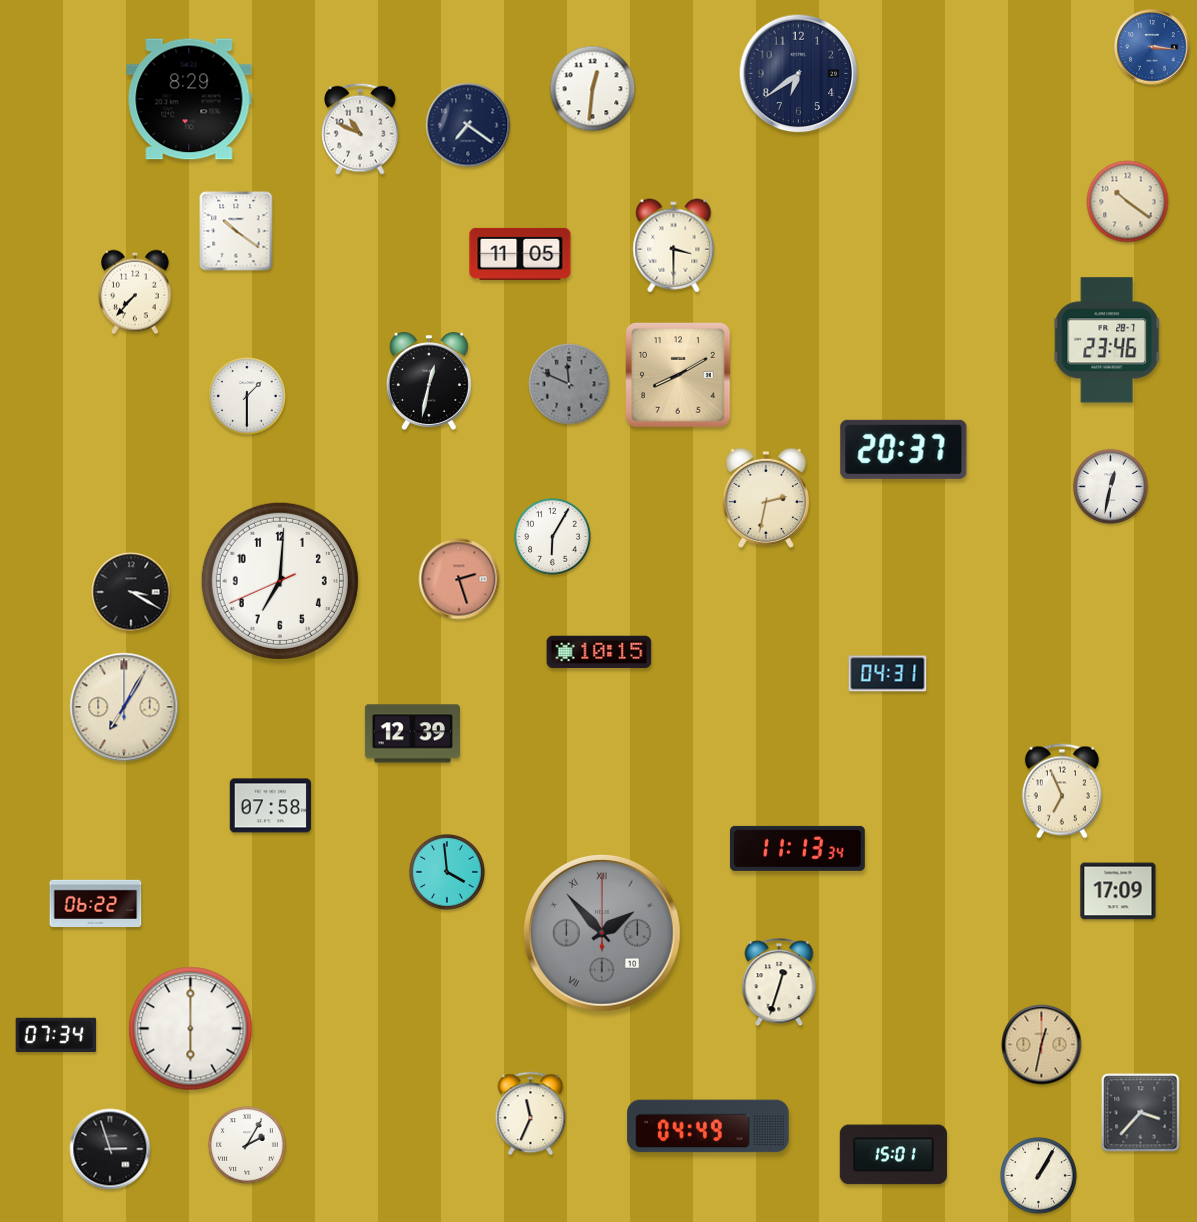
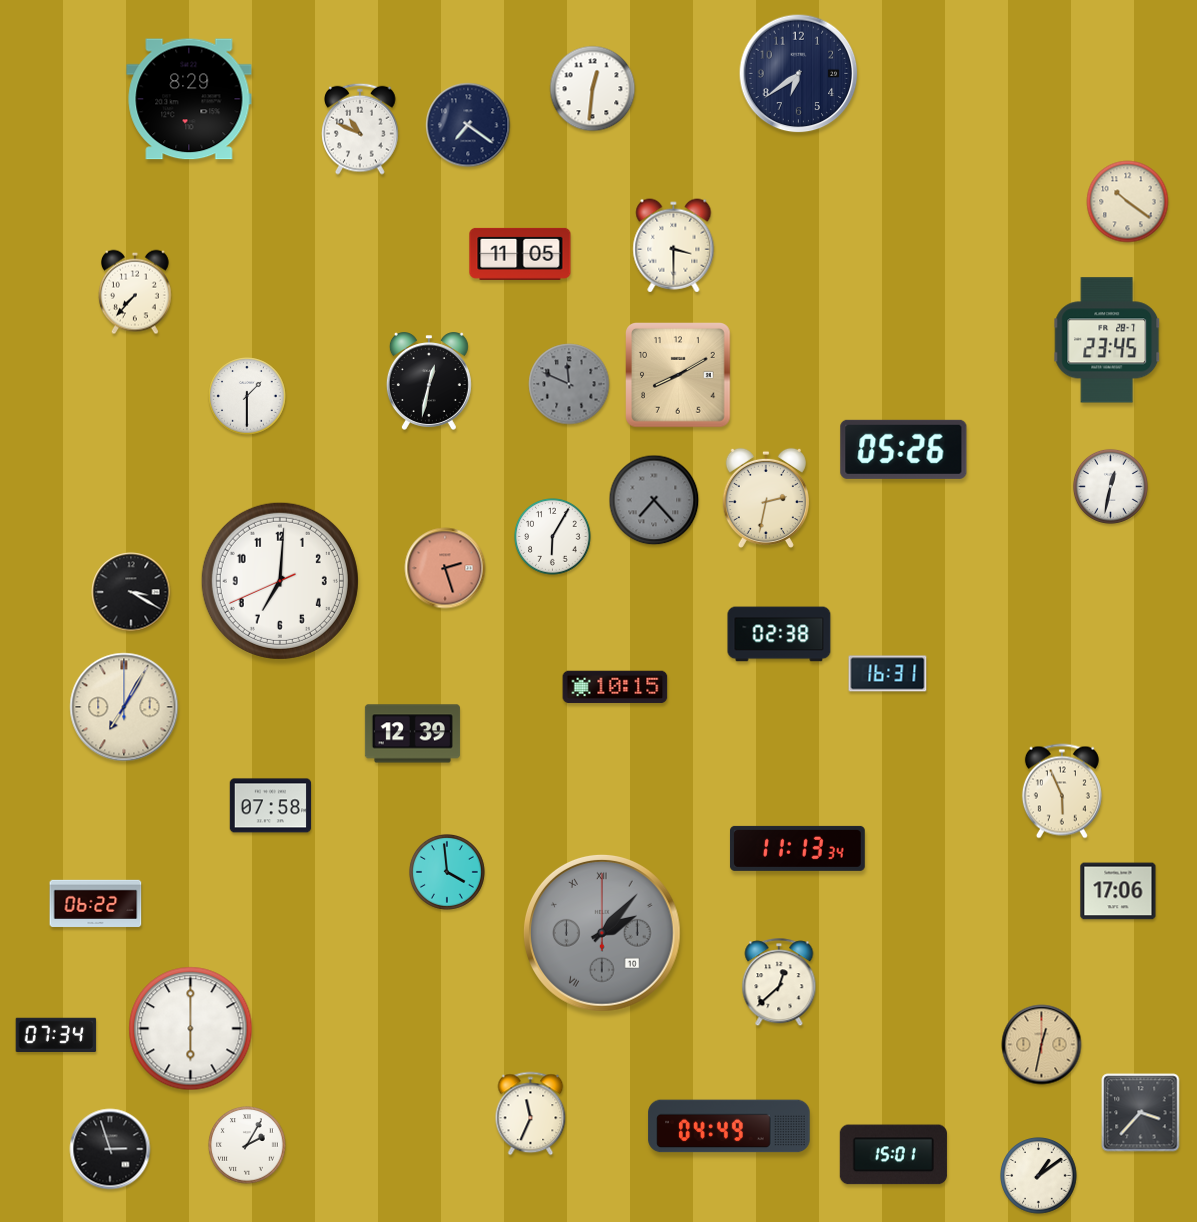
clock at (1152, 47): 3:16 -> none
clock at (236, 231): 10:21 -> none
clock at (1108, 340): 23:46 -> 23:45
clock at (904, 449): 20:37 -> 05:26
clock at (654, 500): none -> 7:23
clock at (459, 579) position: (459, 579) -> (445, 568)
clock at (779, 634): none -> 02:38
clock at (599, 652) position: (599, 652) -> (615, 687)
clock at (888, 674): 04:31 -> 16:31
clock at (1062, 791): 6:56 -> 5:56
clock at (1118, 891): 17:09 -> 17:06
clock at (602, 933): 1:53 -> 2:07
clock at (779, 983): 12:33 -> 12:38
clock at (708, 1126) position: (708, 1126) -> (729, 1126)
clock at (1039, 1176): 1:05 -> 1:09
